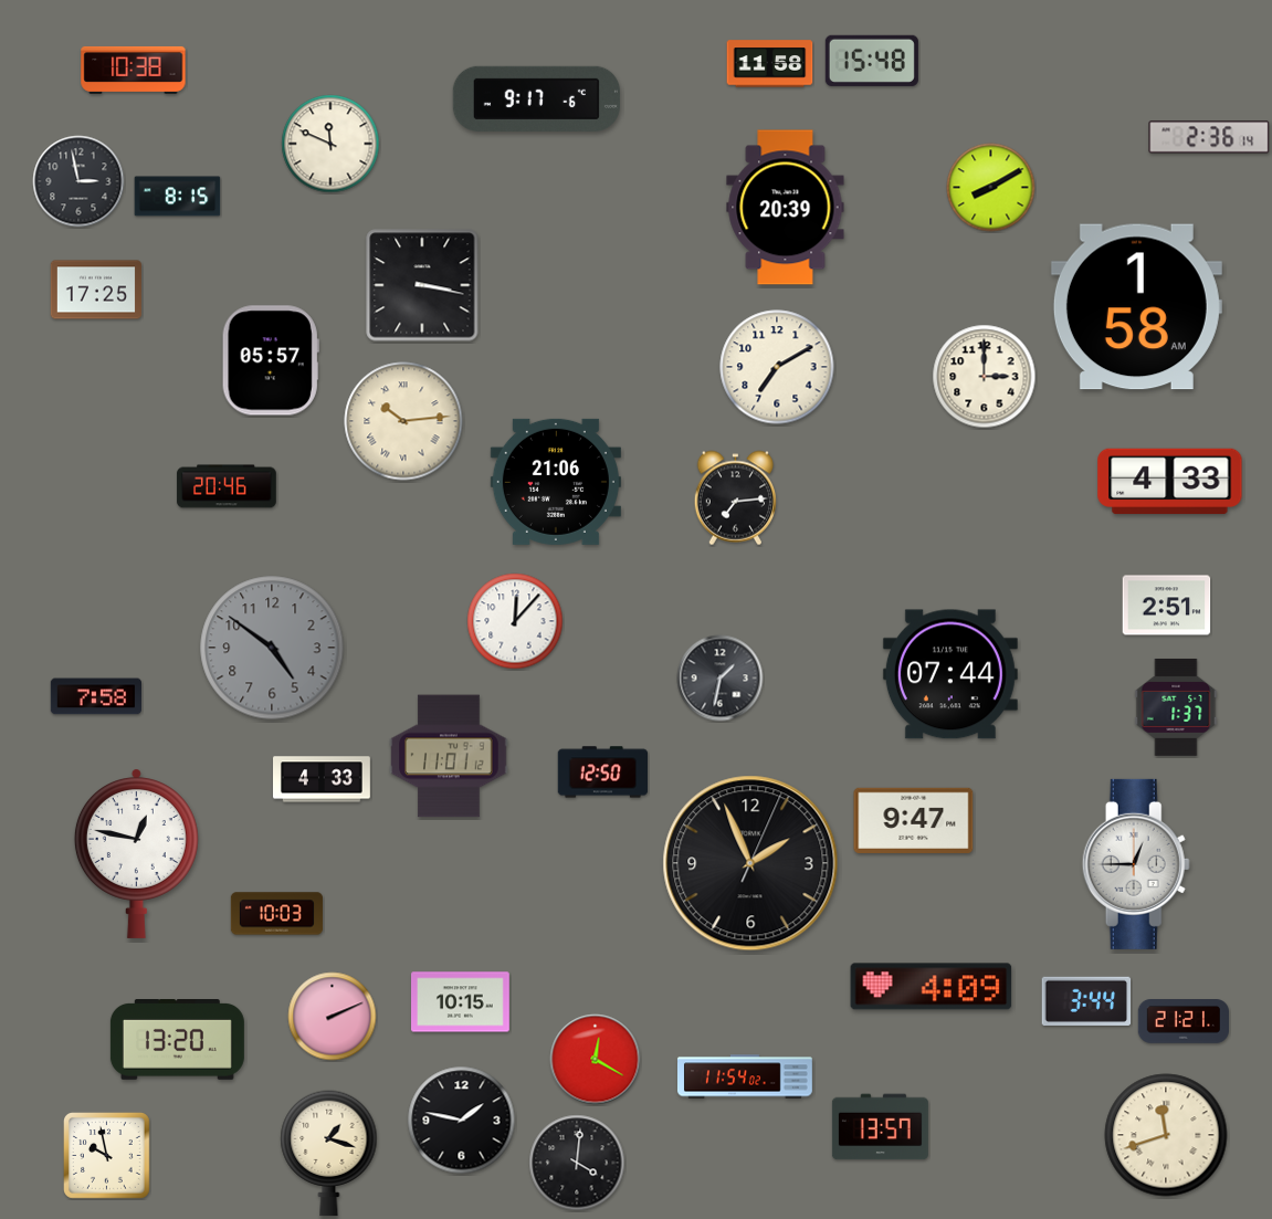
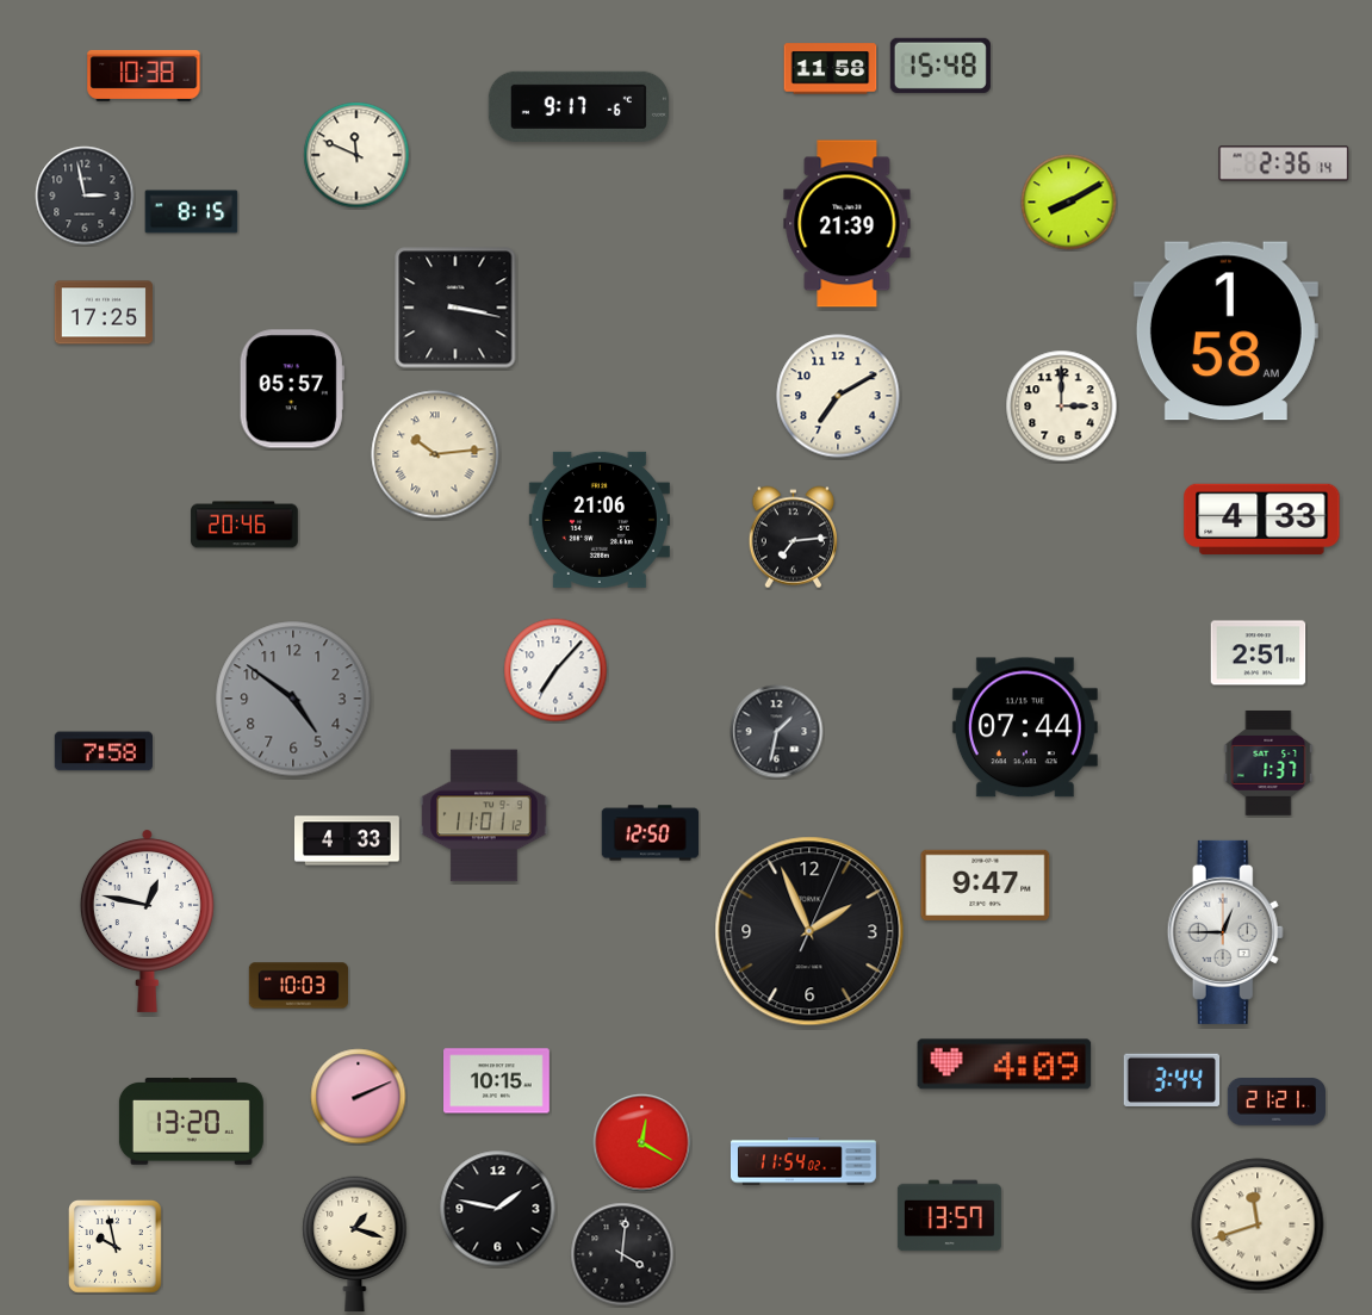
clock at (1209, 137) position: (1209, 137) -> (1284, 163)
clock at (786, 208): 20:39 -> 21:39
clock at (515, 621): 12:07 -> 7:07
